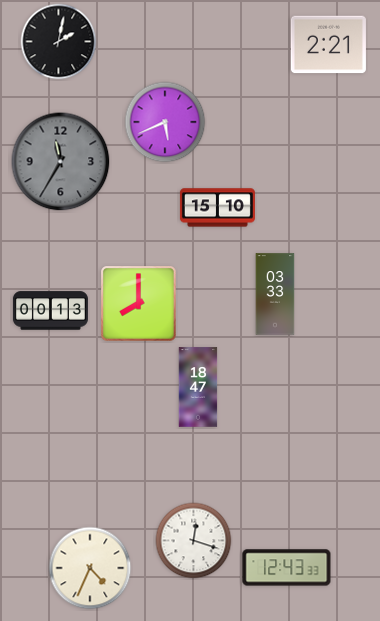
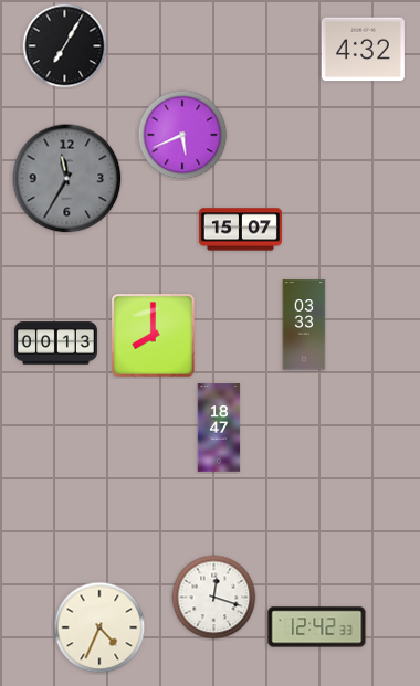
clock at (59, 42): 2:02 -> 7:05
clock at (328, 45): 2:21 -> 4:32
clock at (217, 208): 15:10 -> 15:07
clock at (287, 568): 12:43 -> 12:42
